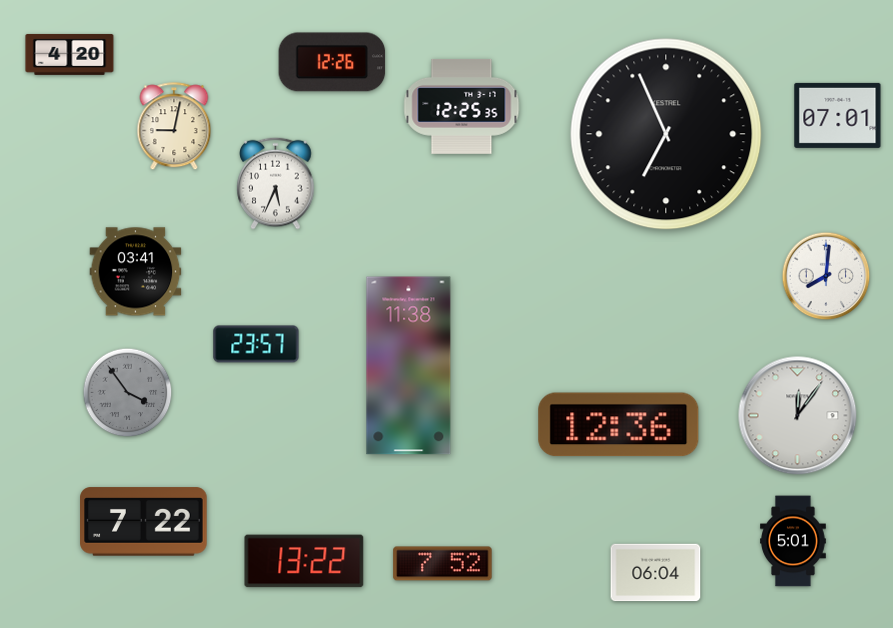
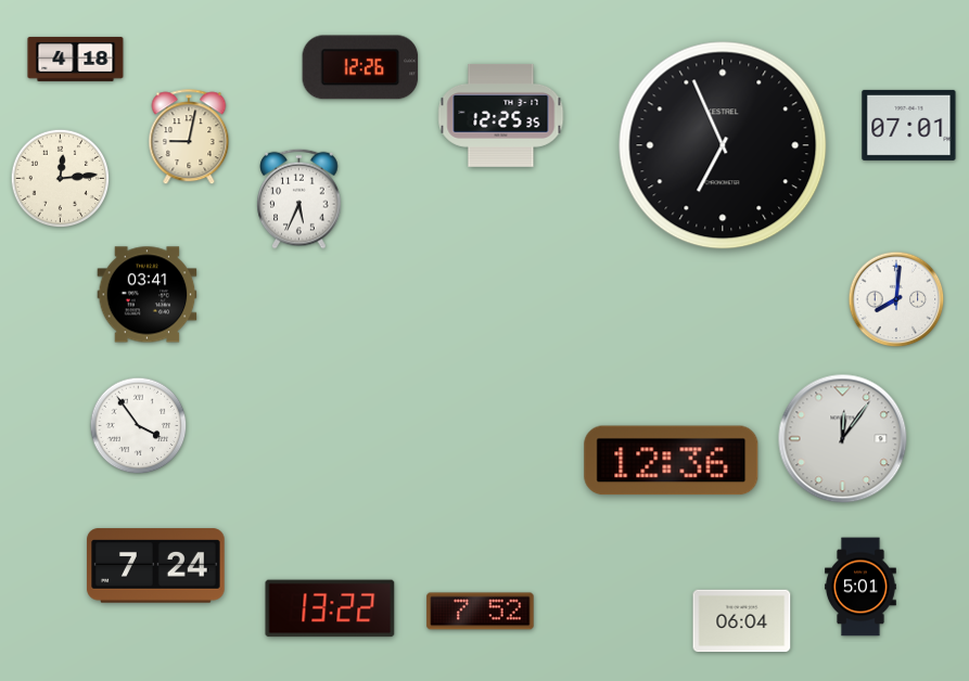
clock at (70, 54): 4:20 -> 4:18
clock at (61, 179): none -> 12:14
clock at (256, 344): 23:57 -> none
clock at (409, 366): 11:38 -> none
clock at (128, 393) dial: grey -> white
clock at (798, 416) position: (798, 416) -> (843, 439)
clock at (144, 522): 7:22 -> 7:24
clock at (656, 573) position: (656, 573) -> (742, 621)
